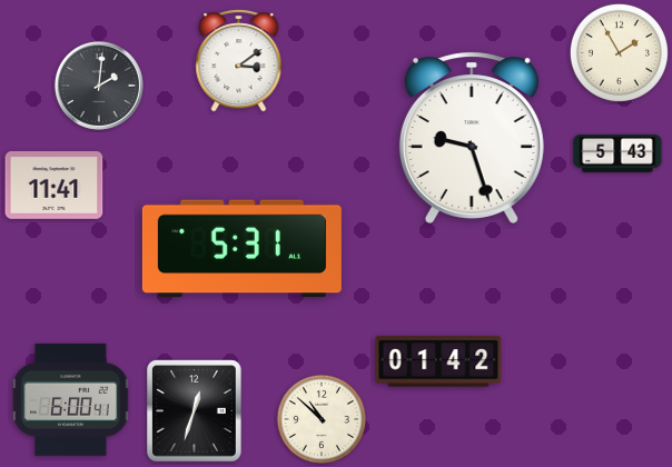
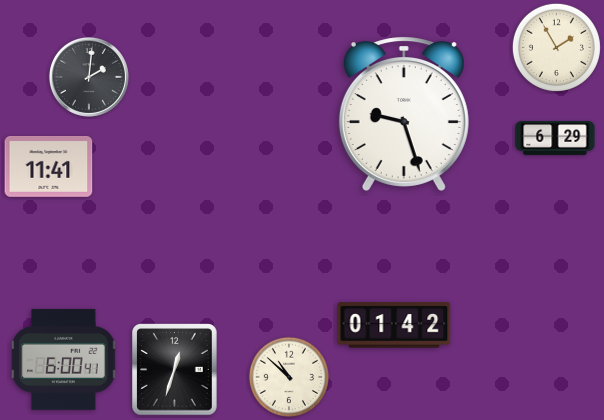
clock at (239, 60): 3:09 -> none
clock at (472, 138) position: (472, 138) -> (404, 114)
clock at (617, 153): 5:43 -> 6:29
clock at (241, 249): 5:31 -> none
